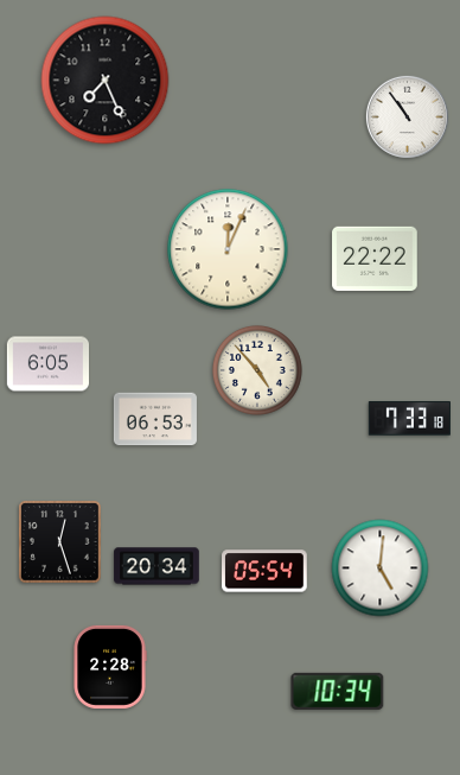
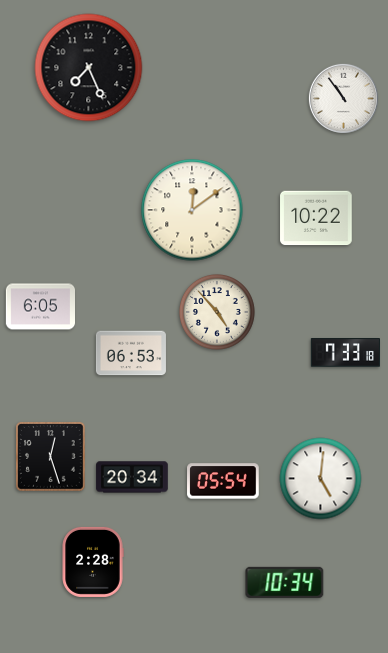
clock at (228, 249): 12:04 -> 12:09
clock at (375, 259): 22:22 -> 10:22
